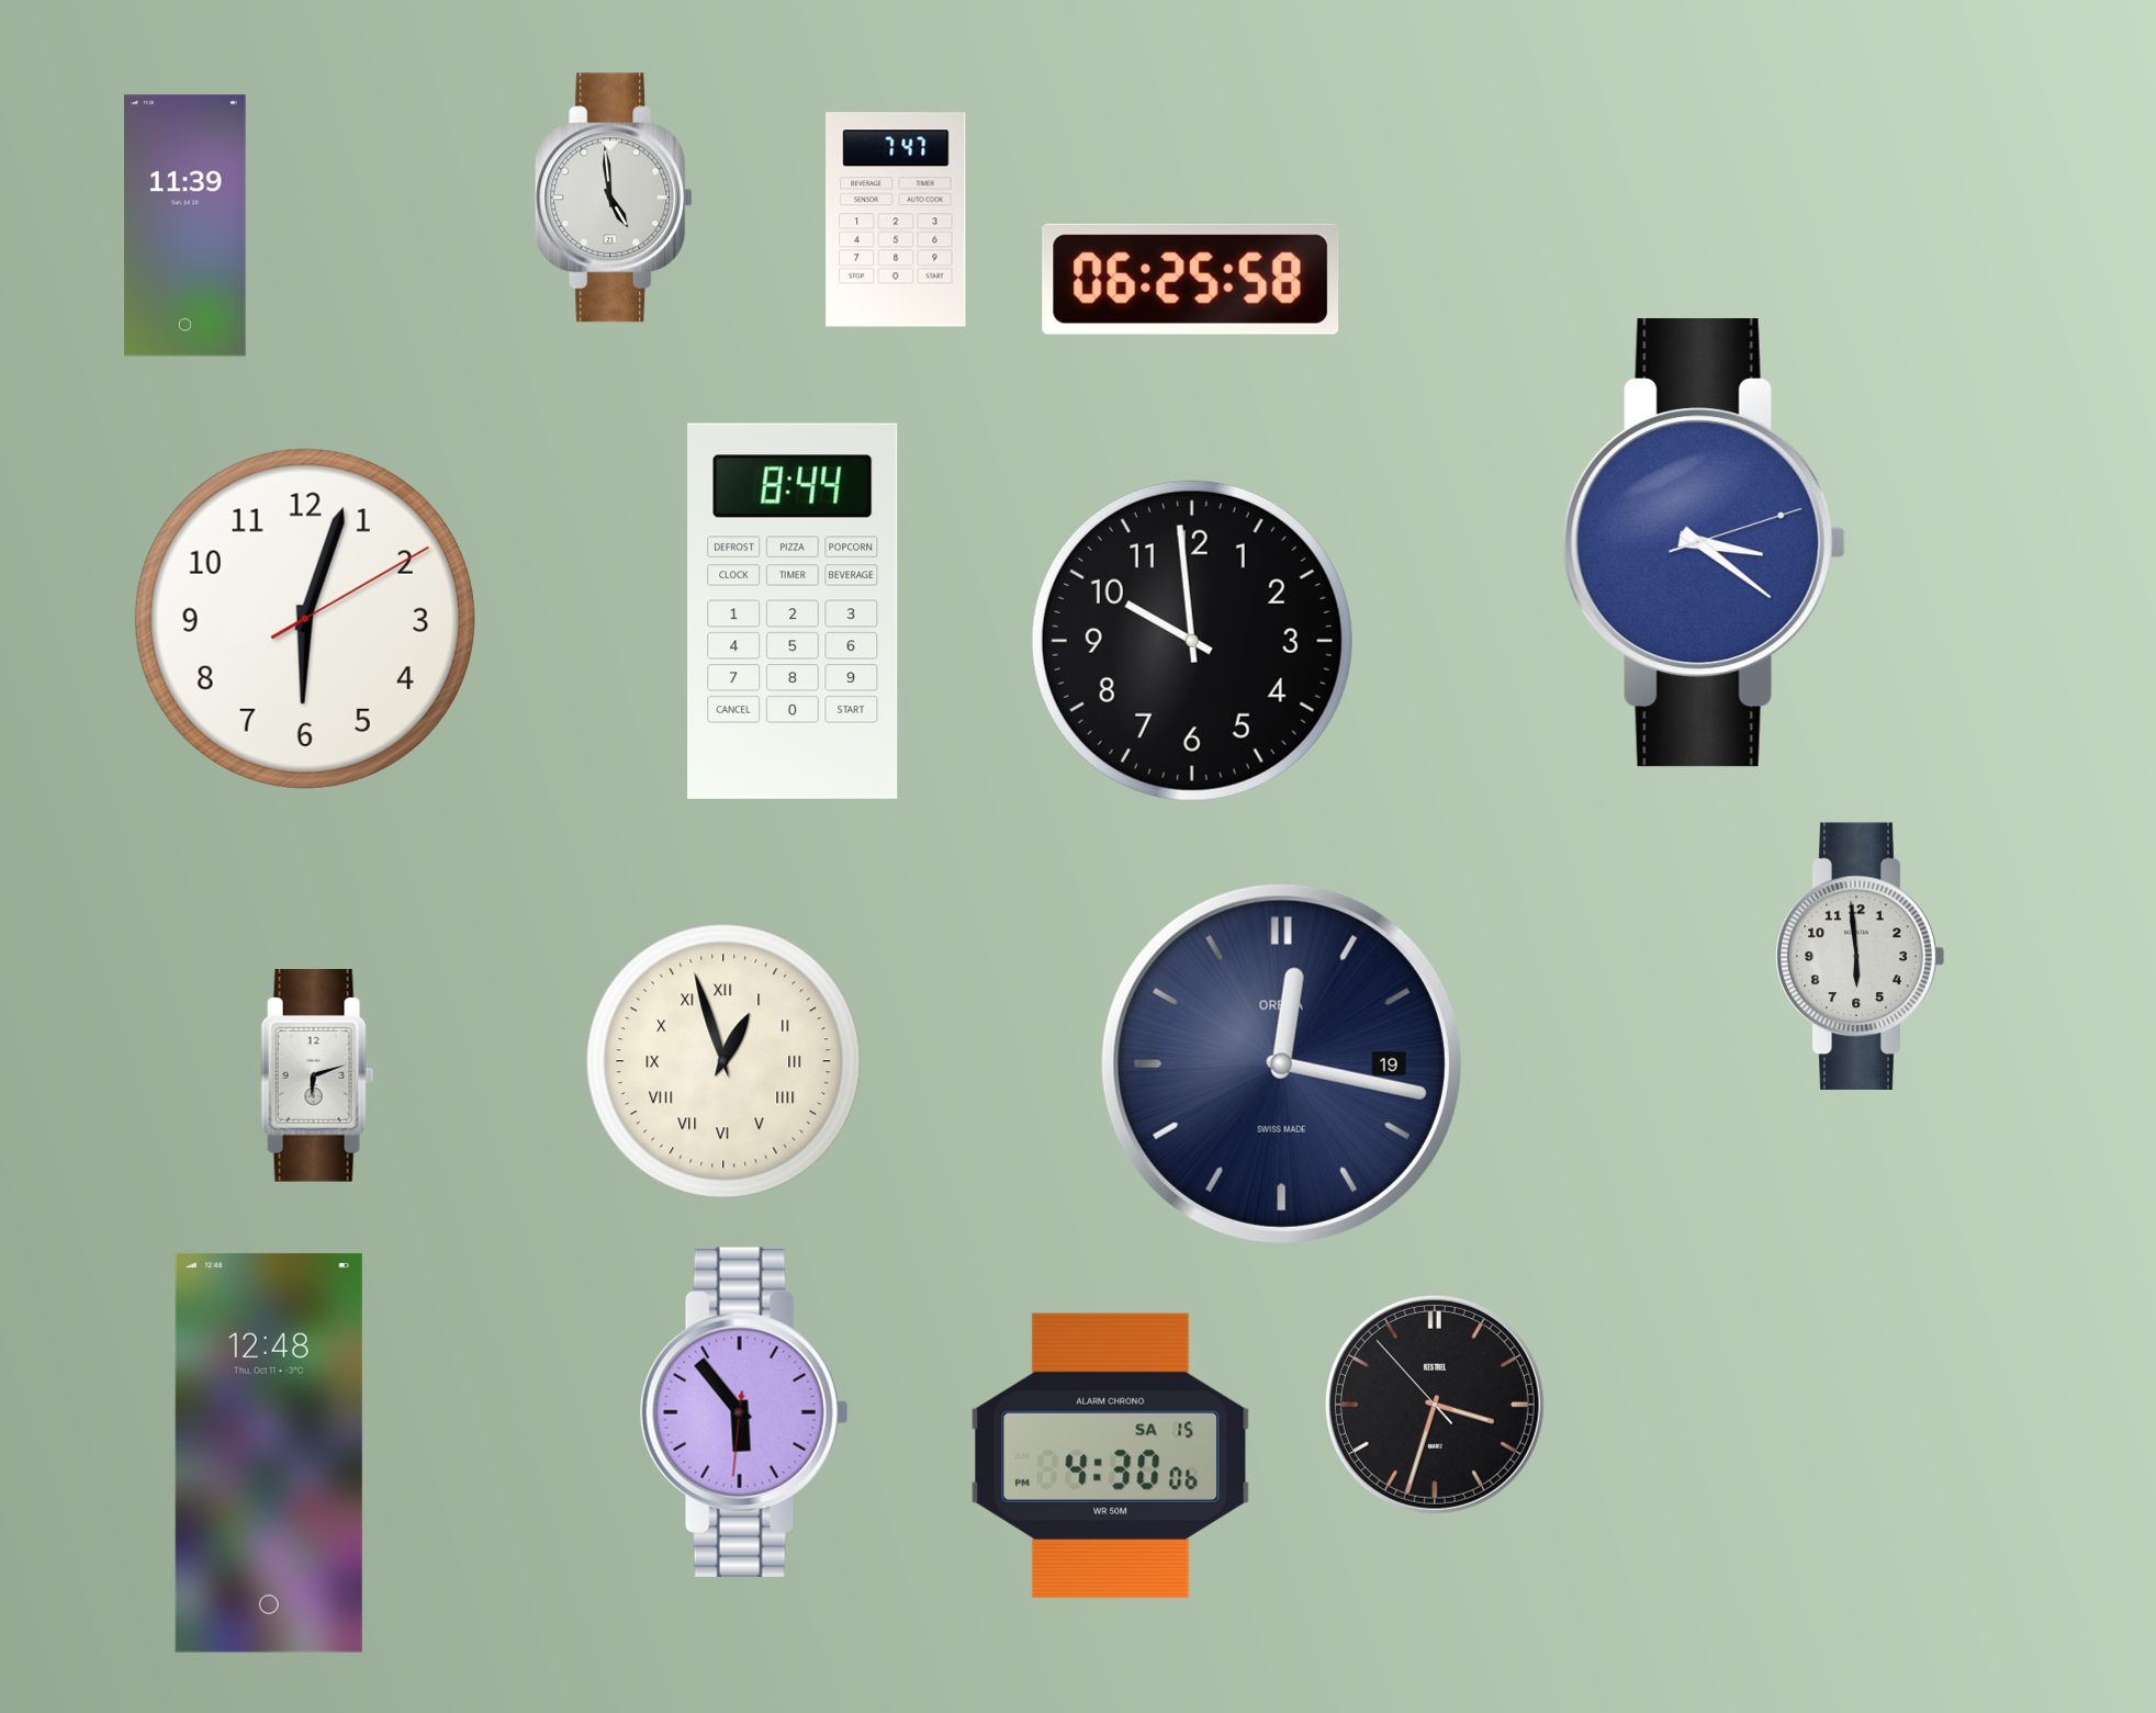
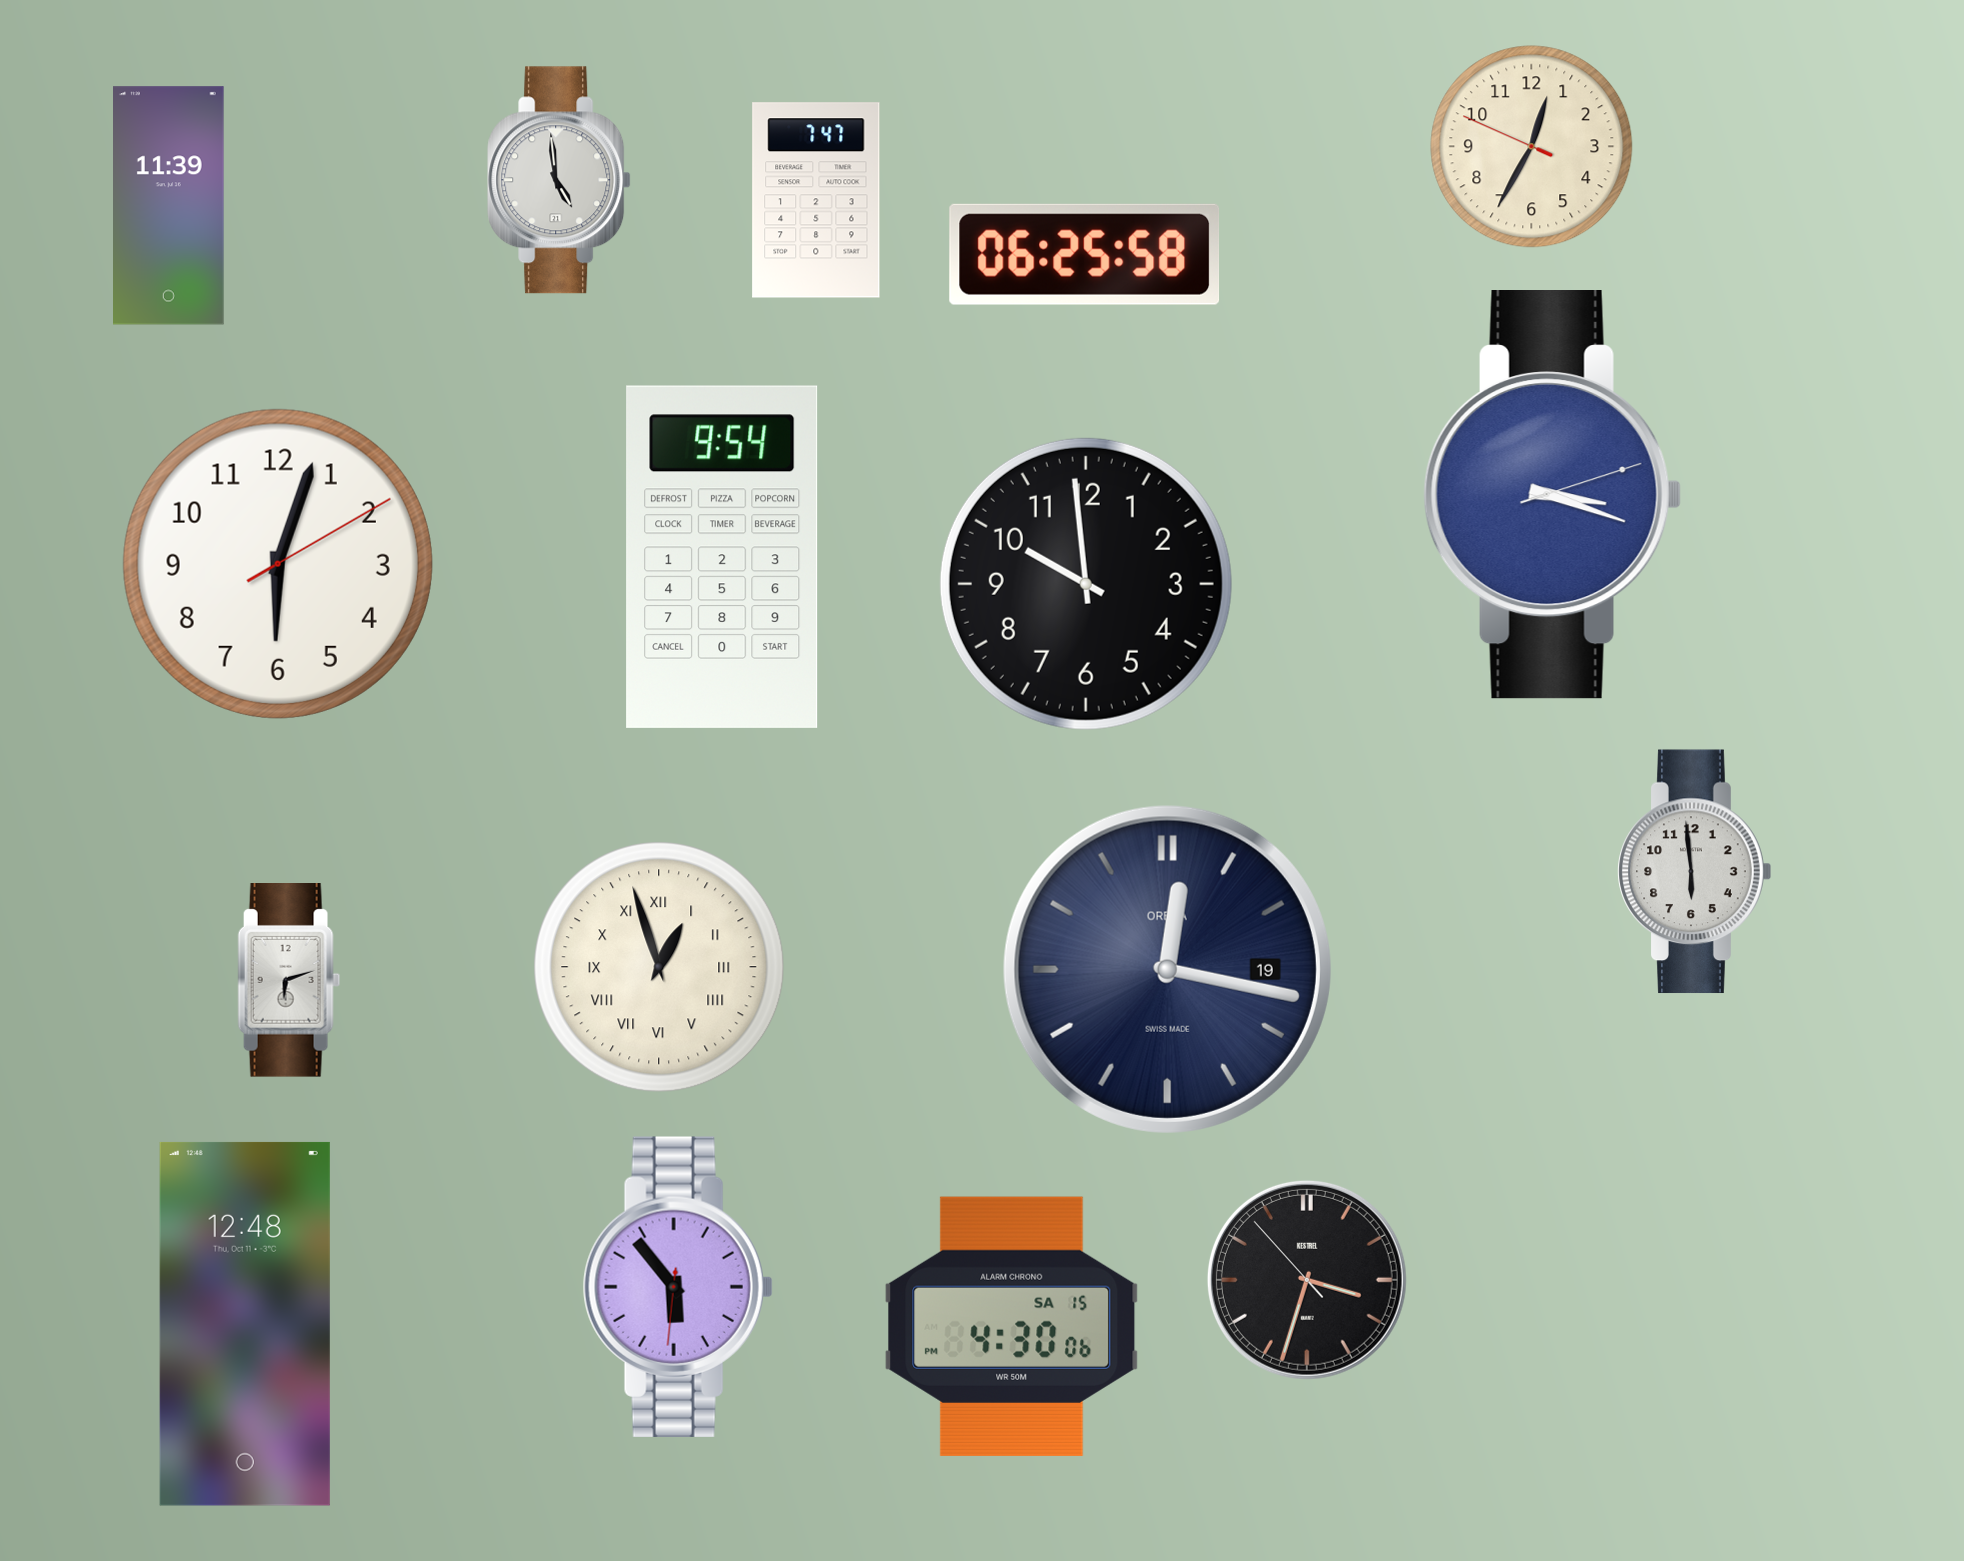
clock at (1532, 147): none -> 12:34
clock at (1704, 543): 3:21 -> 3:18
clock at (793, 611): 8:44 -> 9:54
